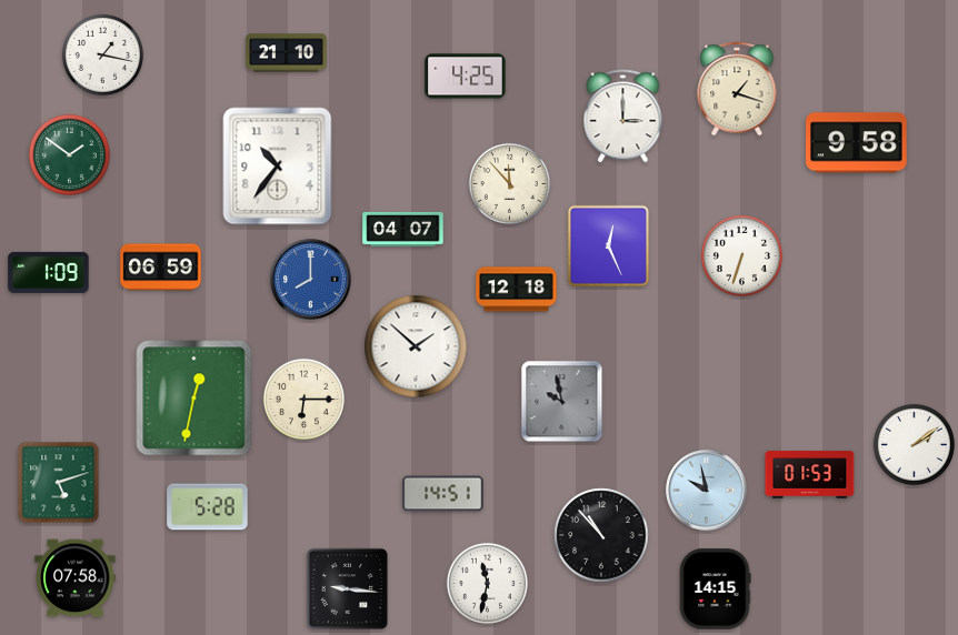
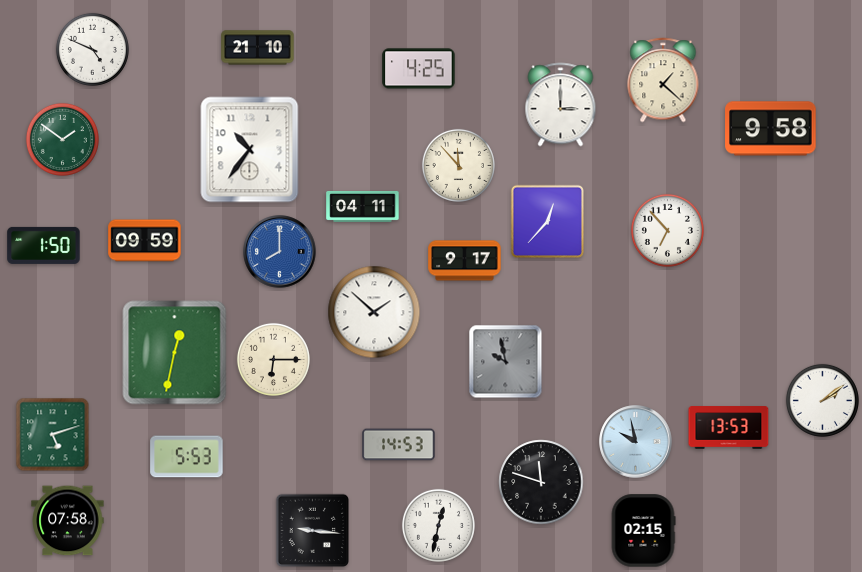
clock at (102, 54): 1:17 -> 4:49
clock at (737, 89): 1:18 -> 1:22
clock at (403, 229): 04:07 -> 04:11
clock at (609, 246): 12:26 -> 12:37
clock at (741, 255): 6:33 -> 6:53
clock at (161, 268): 06:59 -> 09:59
clock at (49, 272): 1:09 -> 1:50
clock at (517, 290): 12:18 -> 9:17
clock at (194, 399) position: (194, 399) -> (175, 353)
clock at (810, 475): 01:53 -> 13:53
clock at (443, 494): 14:51 -> 14:53
clock at (208, 507): 5:28 -> 5:53
clock at (601, 535): 10:53 -> 11:48
clock at (487, 583): 11:32 -> 12:32
clock at (715, 589): 14:15 -> 02:15
